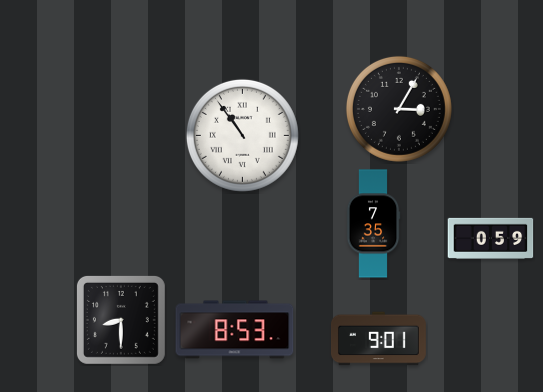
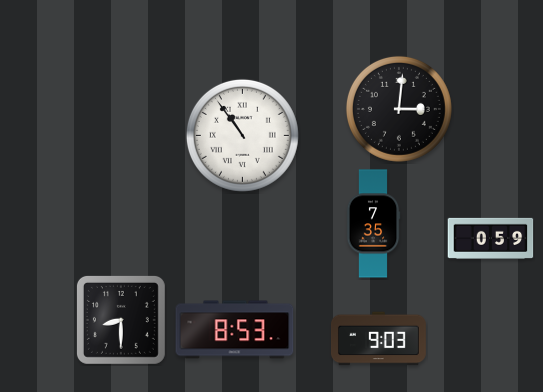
clock at (399, 109): 3:05 -> 3:01
clock at (378, 339): 9:01 -> 9:03
